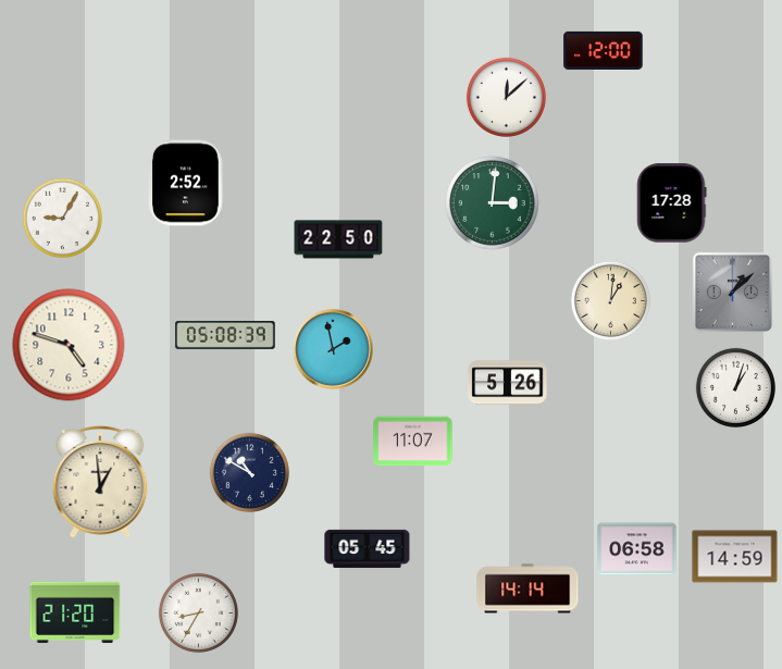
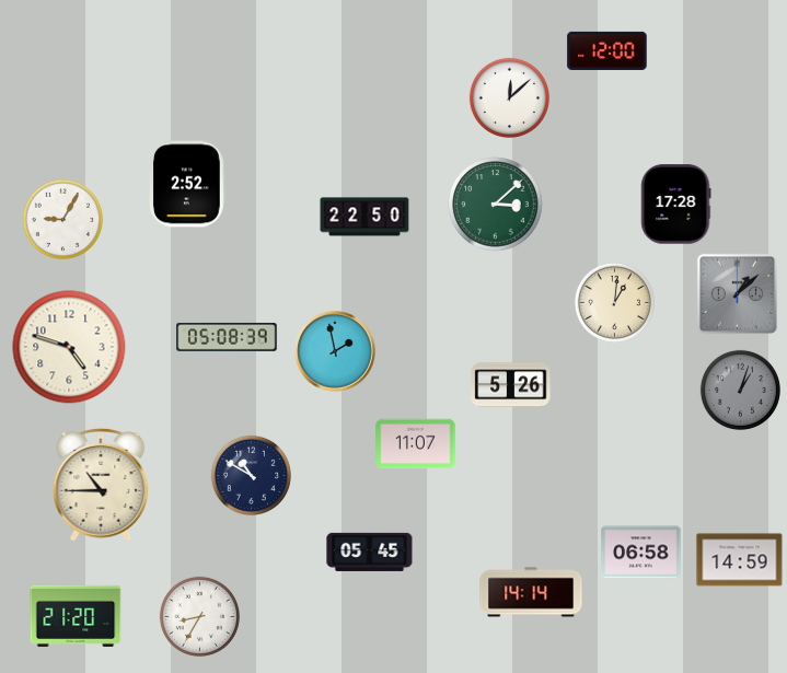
clock at (493, 203): 3:01 -> 3:08
clock at (338, 239) position: (338, 239) -> (364, 217)
clock at (735, 387) dial: white -> grey
clock at (100, 482): 12:59 -> 10:45
